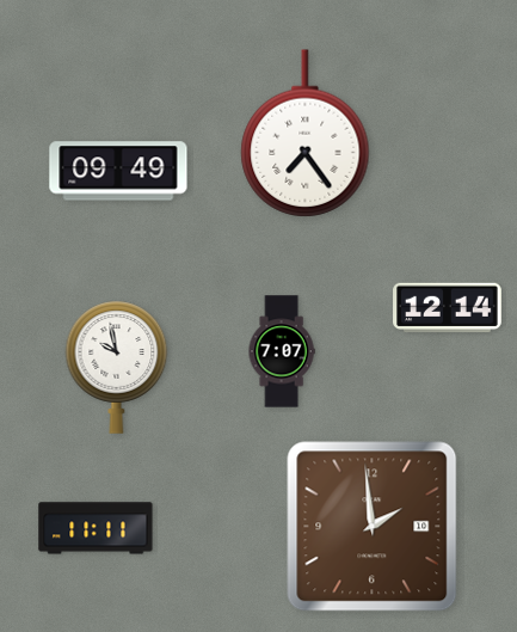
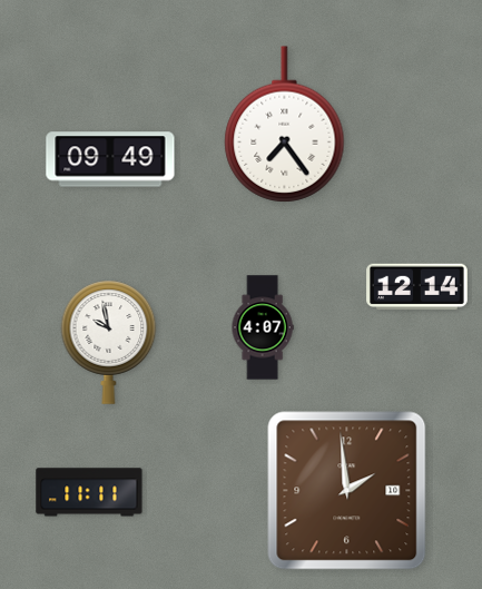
clock at (282, 351): 7:07 -> 4:07
